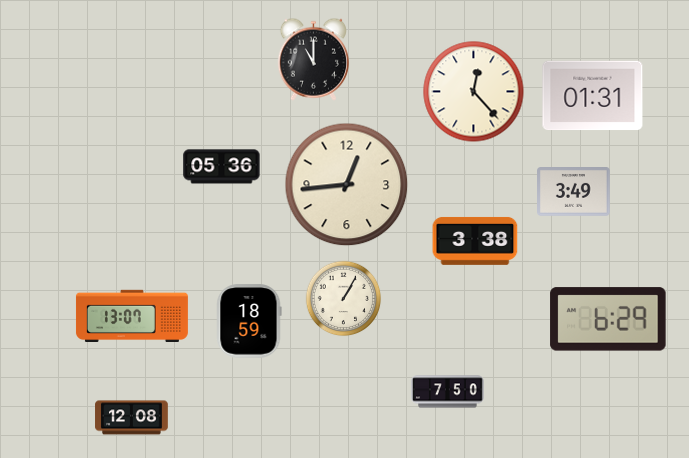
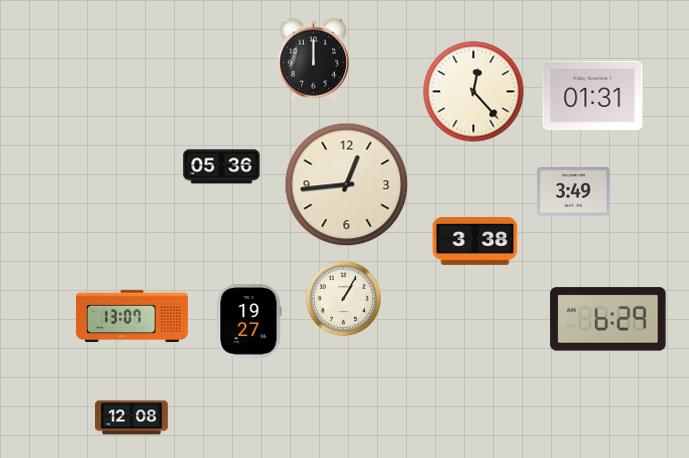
clock at (313, 59): 11:00 -> 12:00
clock at (249, 321): 18:59 -> 19:27
clock at (448, 392): 7:50 -> none
